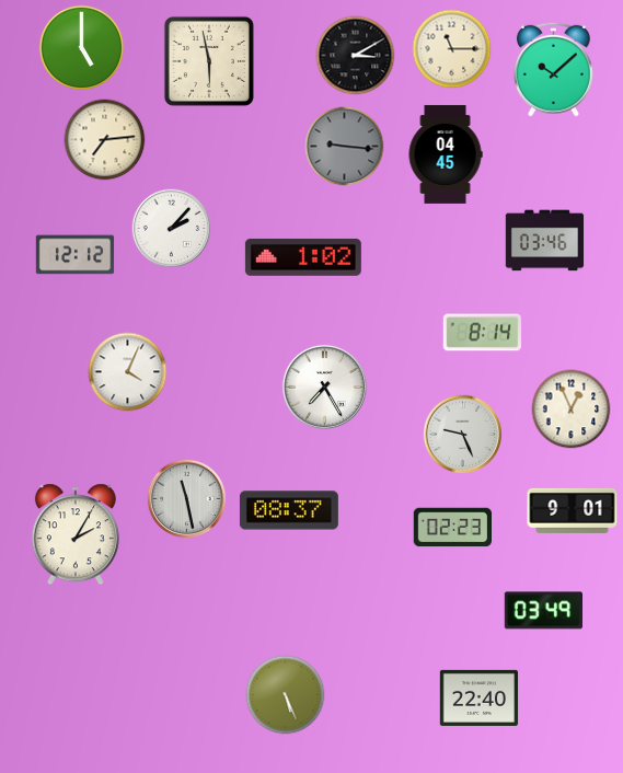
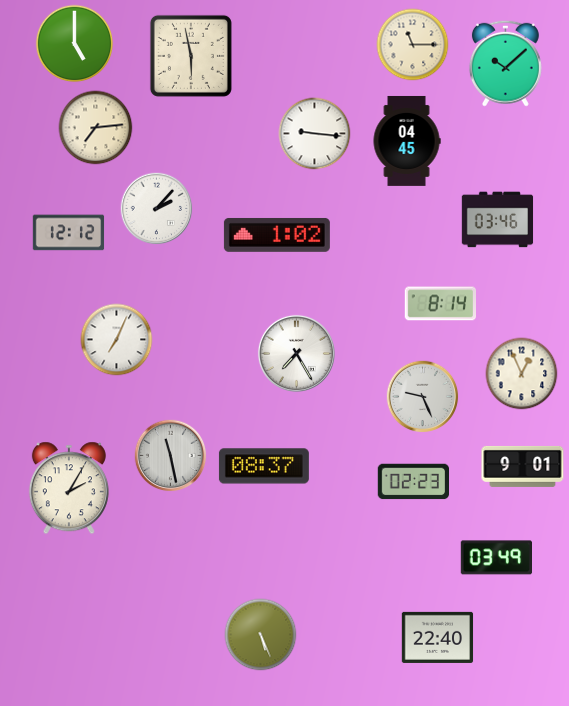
clock at (356, 56): 3:10 -> none
clock at (345, 147) dial: grey -> white
clock at (128, 372): 4:04 -> 7:04
